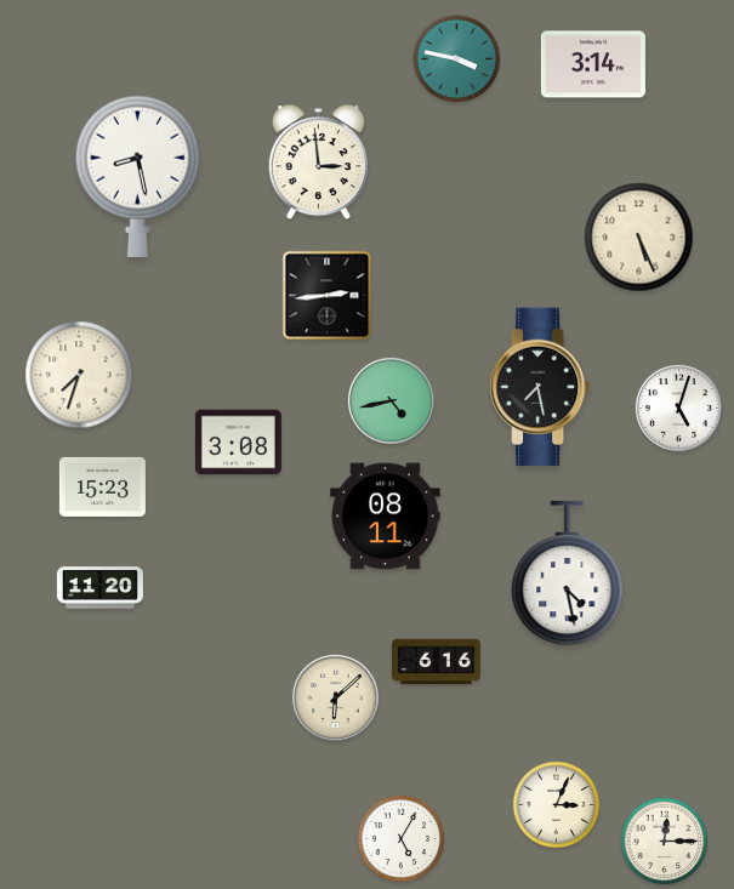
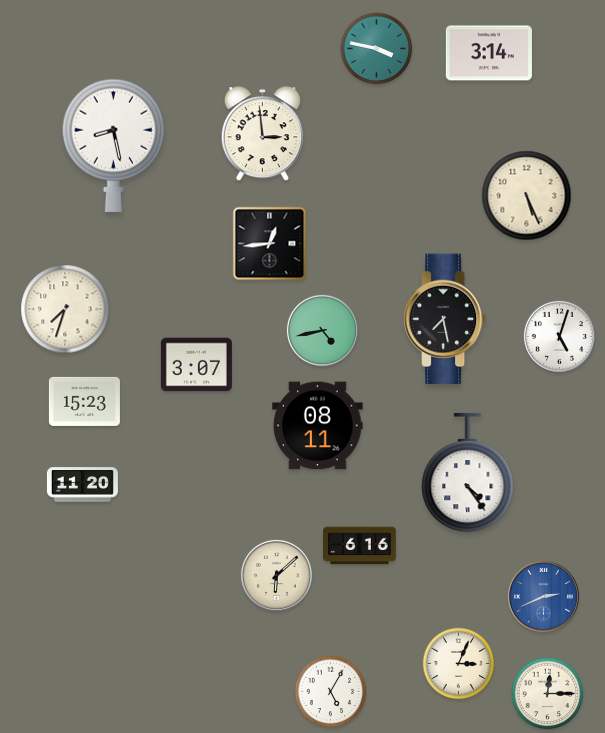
clock at (328, 296): 2:44 -> 12:44
clock at (238, 443): 3:08 -> 3:07
clock at (568, 574): 4:28 -> 4:24
clock at (543, 596): none -> 2:41
